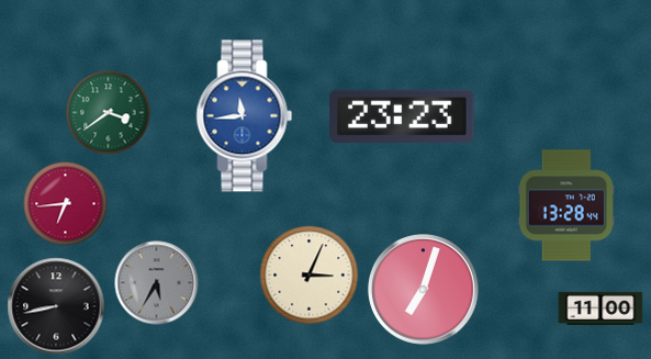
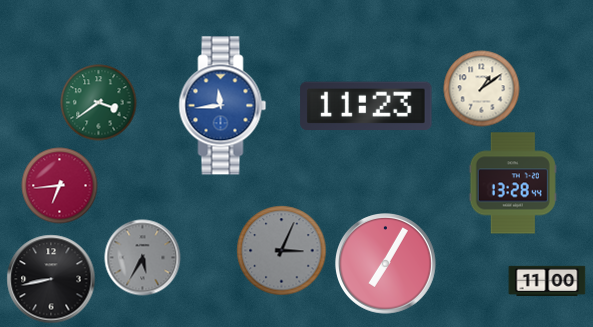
clock at (482, 89): none -> 1:09
clock at (402, 116): 23:23 -> 11:23
clock at (566, 205) position: (566, 205) -> (513, 183)
clock at (310, 276) dial: cream -> grey
clock at (424, 290): 7:03 -> 7:05
